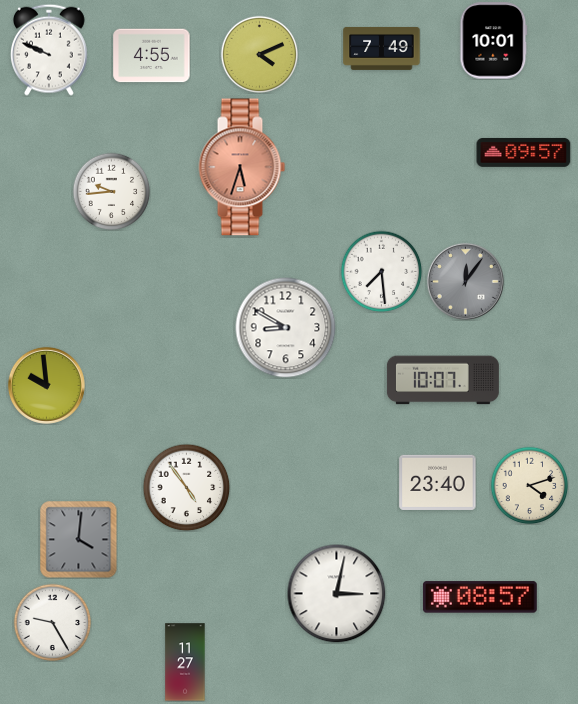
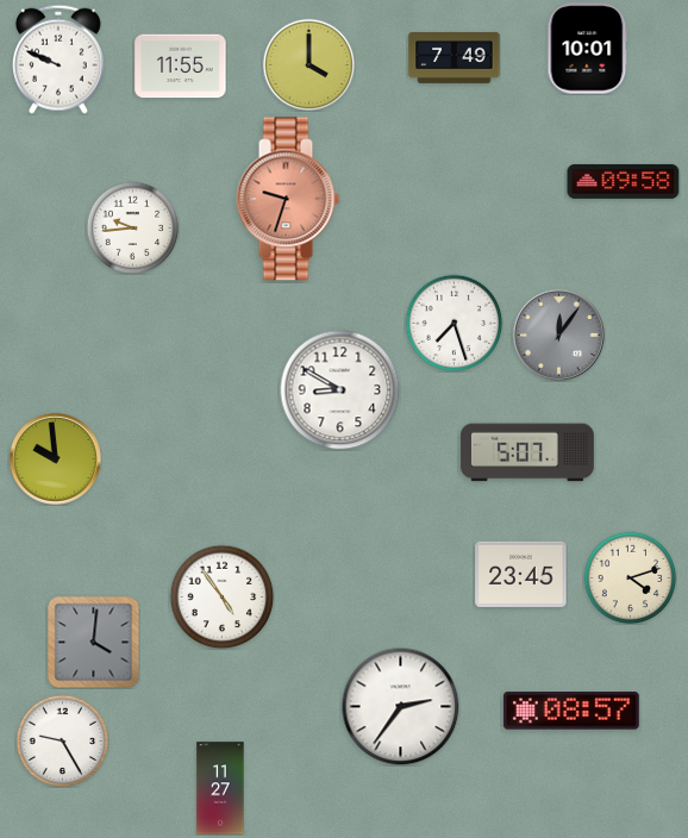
clock at (259, 54): 4:11 -> 4:00
clock at (152, 56): 4:55 -> 11:55
clock at (524, 152): 09:57 -> 09:58
clock at (242, 167): 5:33 -> 9:33
clock at (381, 271): 7:29 -> 7:27
clock at (465, 281) position: (465, 281) -> (558, 334)
clock at (443, 380): 10:07 -> 5:07
clock at (438, 482): 23:40 -> 23:45
clock at (186, 487) position: (186, 487) -> (221, 596)
clock at (337, 594): 3:02 -> 2:36
